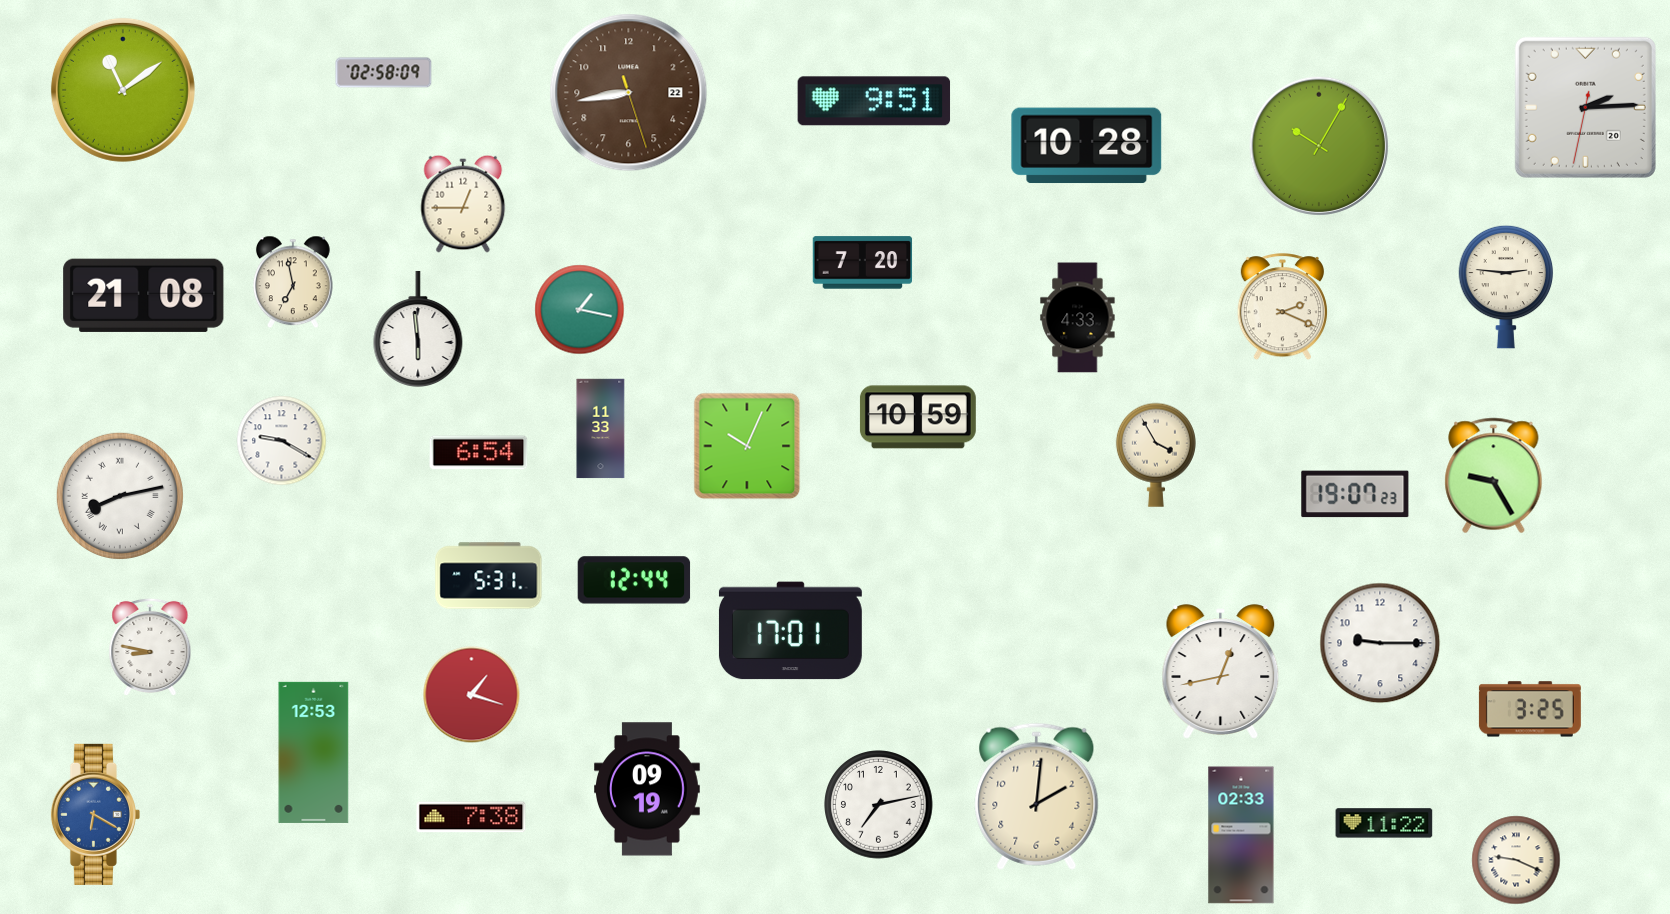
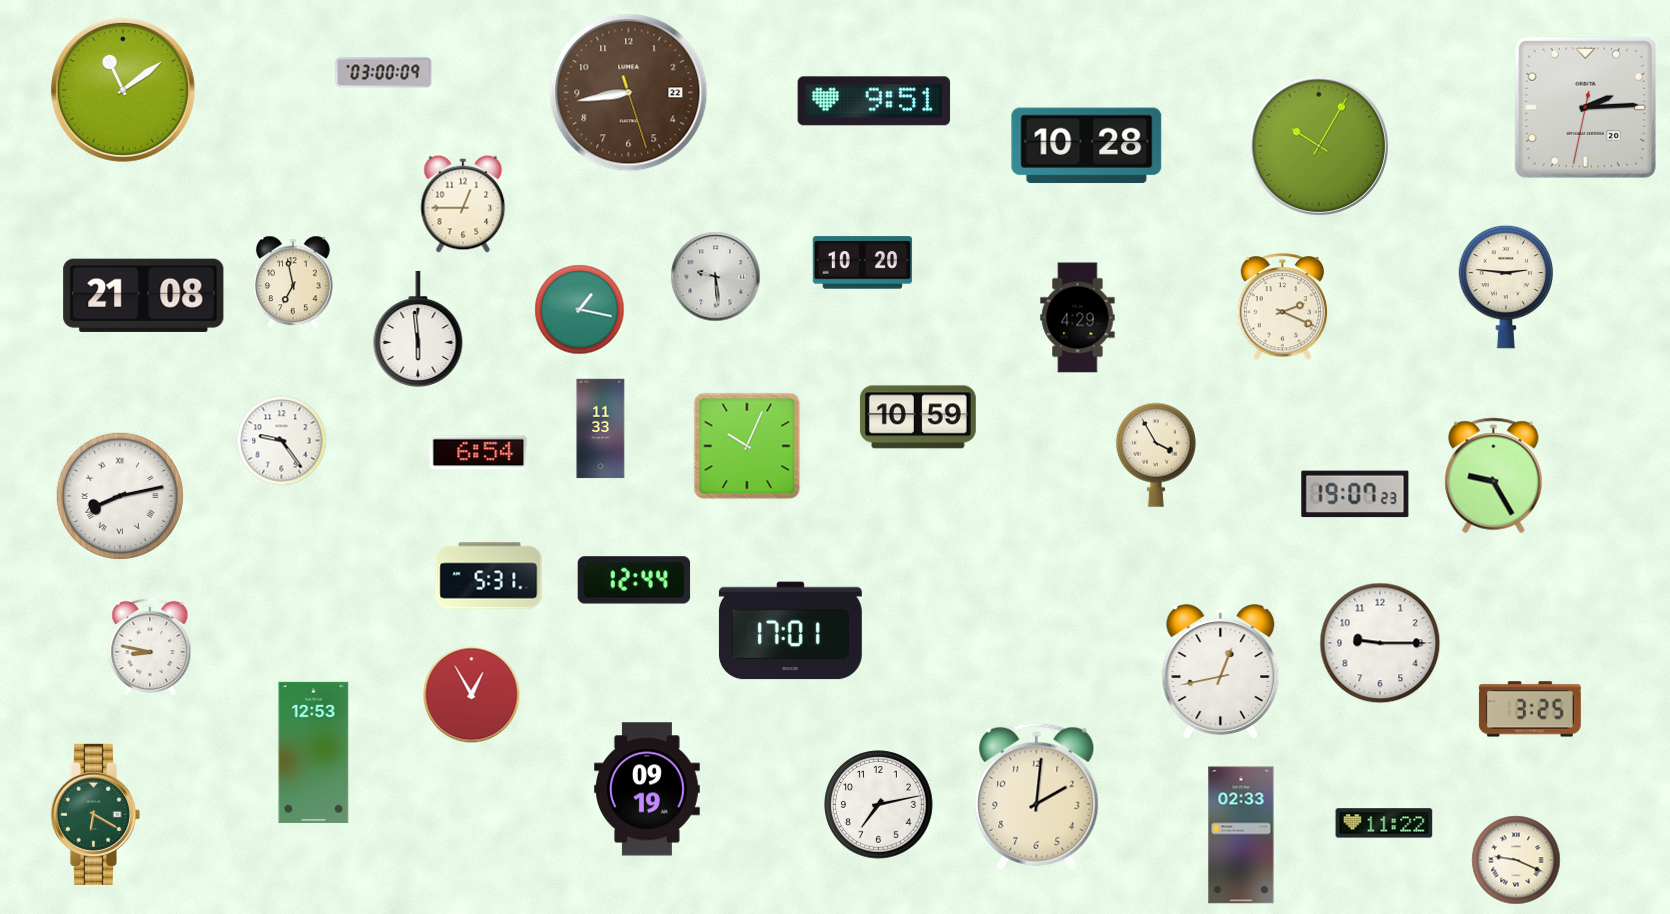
clock at (384, 73): 02:58 -> 03:00
clock at (863, 263): 7:20 -> 10:20
clock at (716, 277): none -> 9:29
clock at (1078, 318): 4:33 -> 4:29
clock at (282, 441): 9:20 -> 9:24
clock at (472, 695): 1:18 -> 12:55
clock at (95, 814) dial: blue -> green
clock at (471, 817): 7:38 -> none
